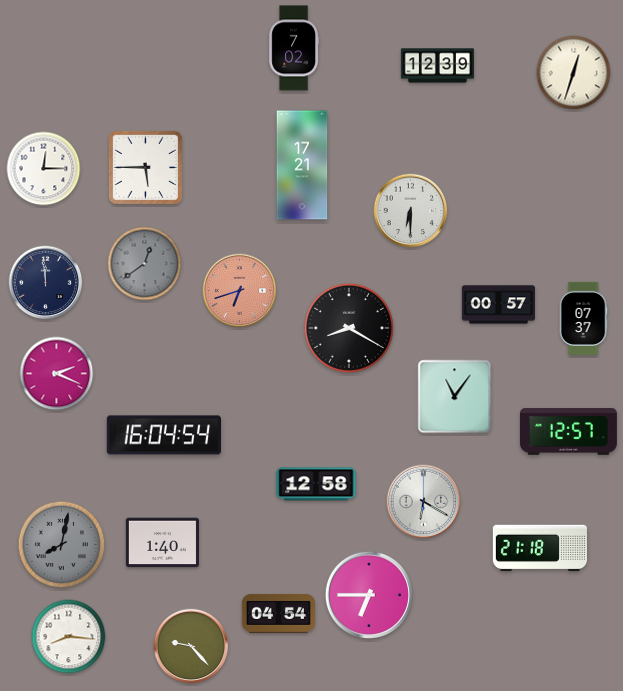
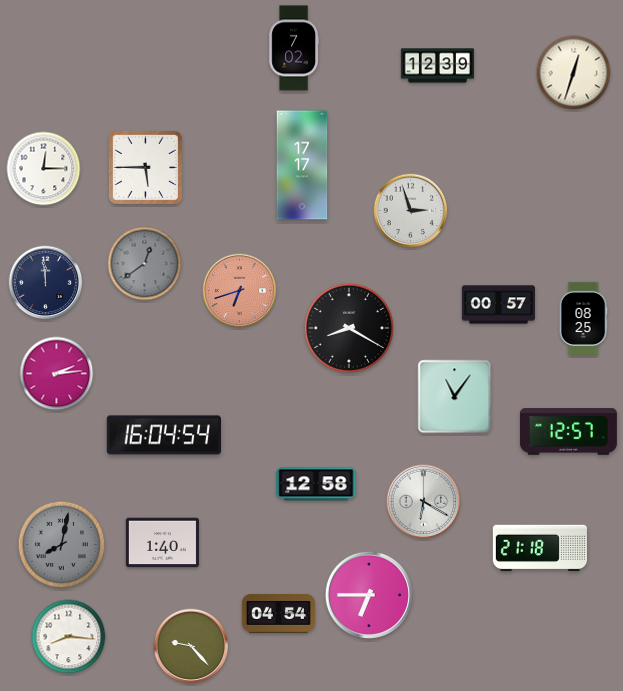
clock at (302, 165): 17:21 -> 17:17
clock at (411, 211): 6:30 -> 2:57
clock at (583, 318): 07:37 -> 08:25
clock at (57, 374): 2:19 -> 2:14
